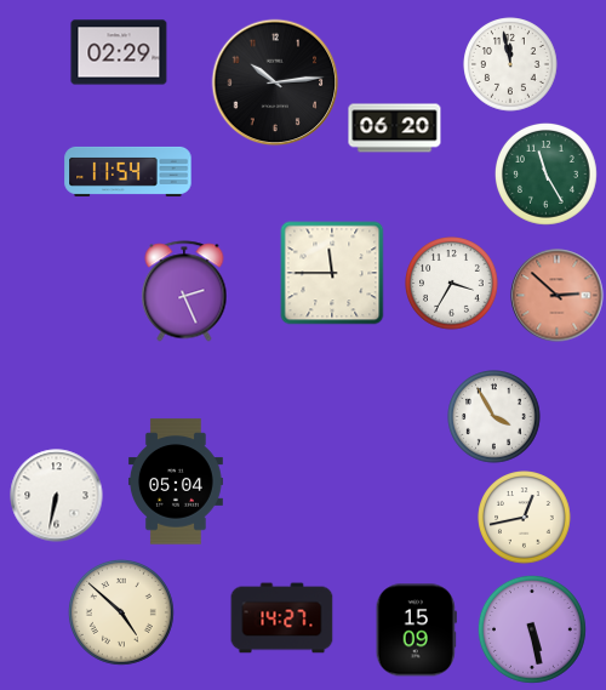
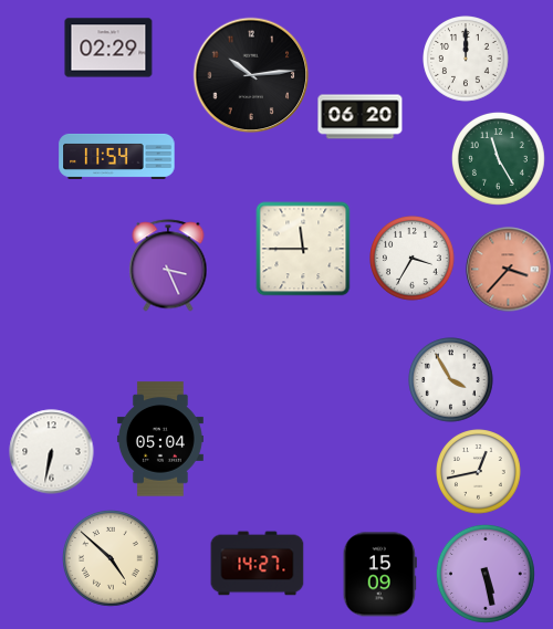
clock at (510, 64): 11:58 -> 12:00
clock at (184, 291): 2:26 -> 3:26
clock at (558, 296): 2:52 -> 3:37
